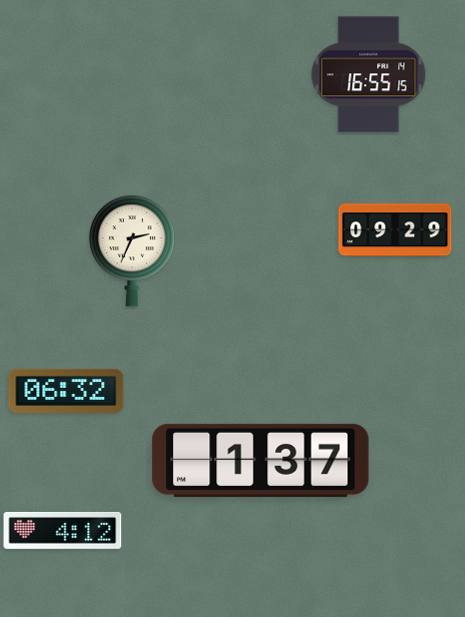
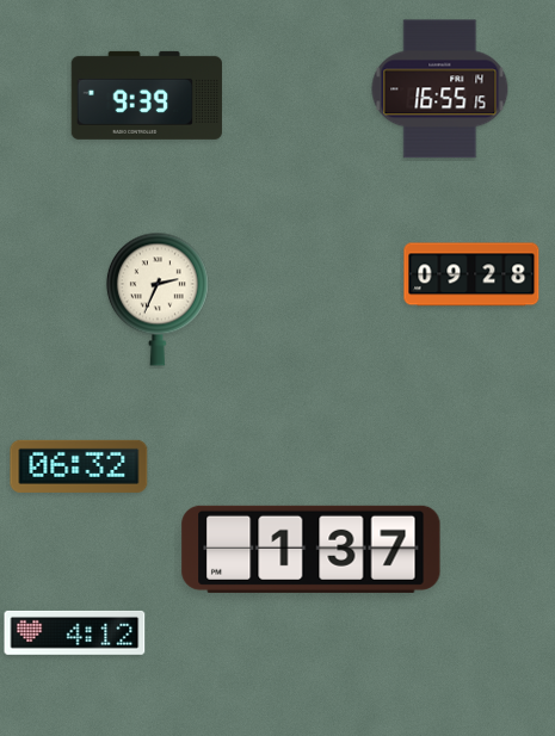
clock at (146, 95): none -> 9:39
clock at (395, 230): 09:29 -> 09:28
